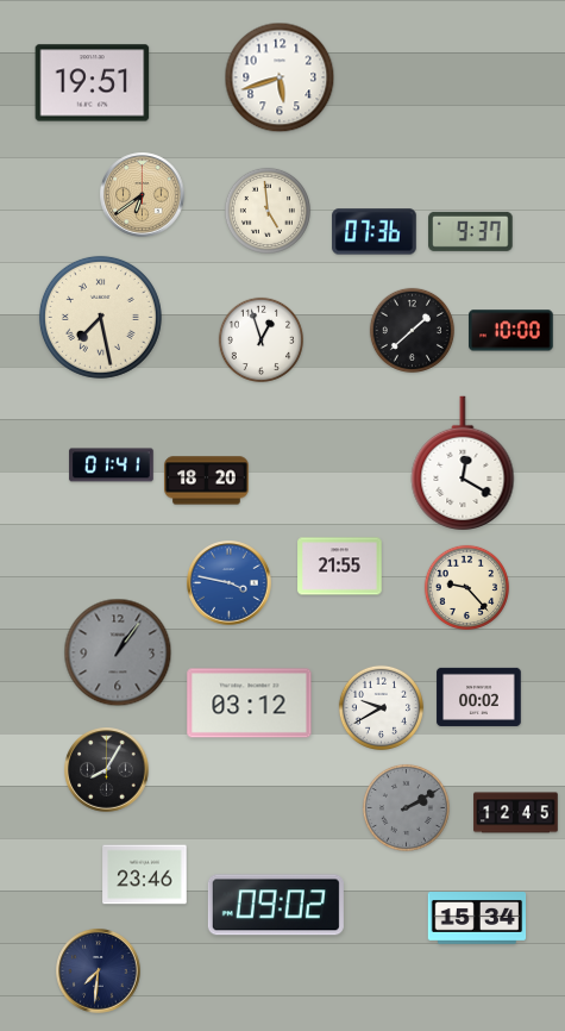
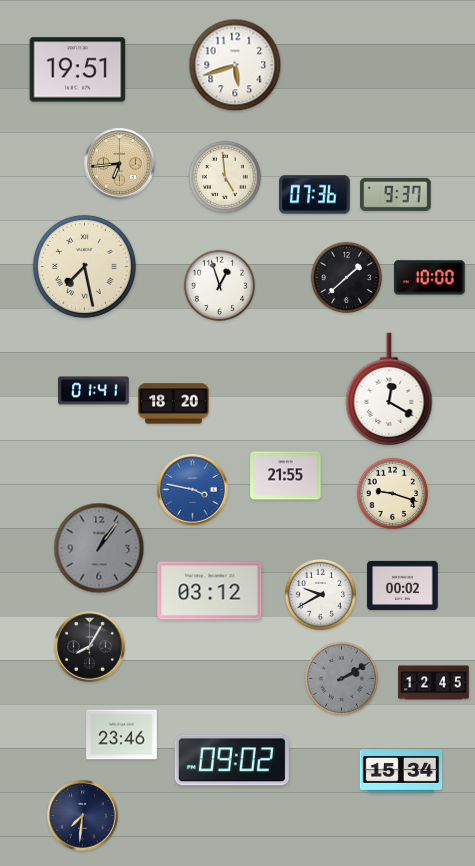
clock at (143, 195): 6:39 -> 6:44
clock at (466, 587): 9:23 -> 9:18
